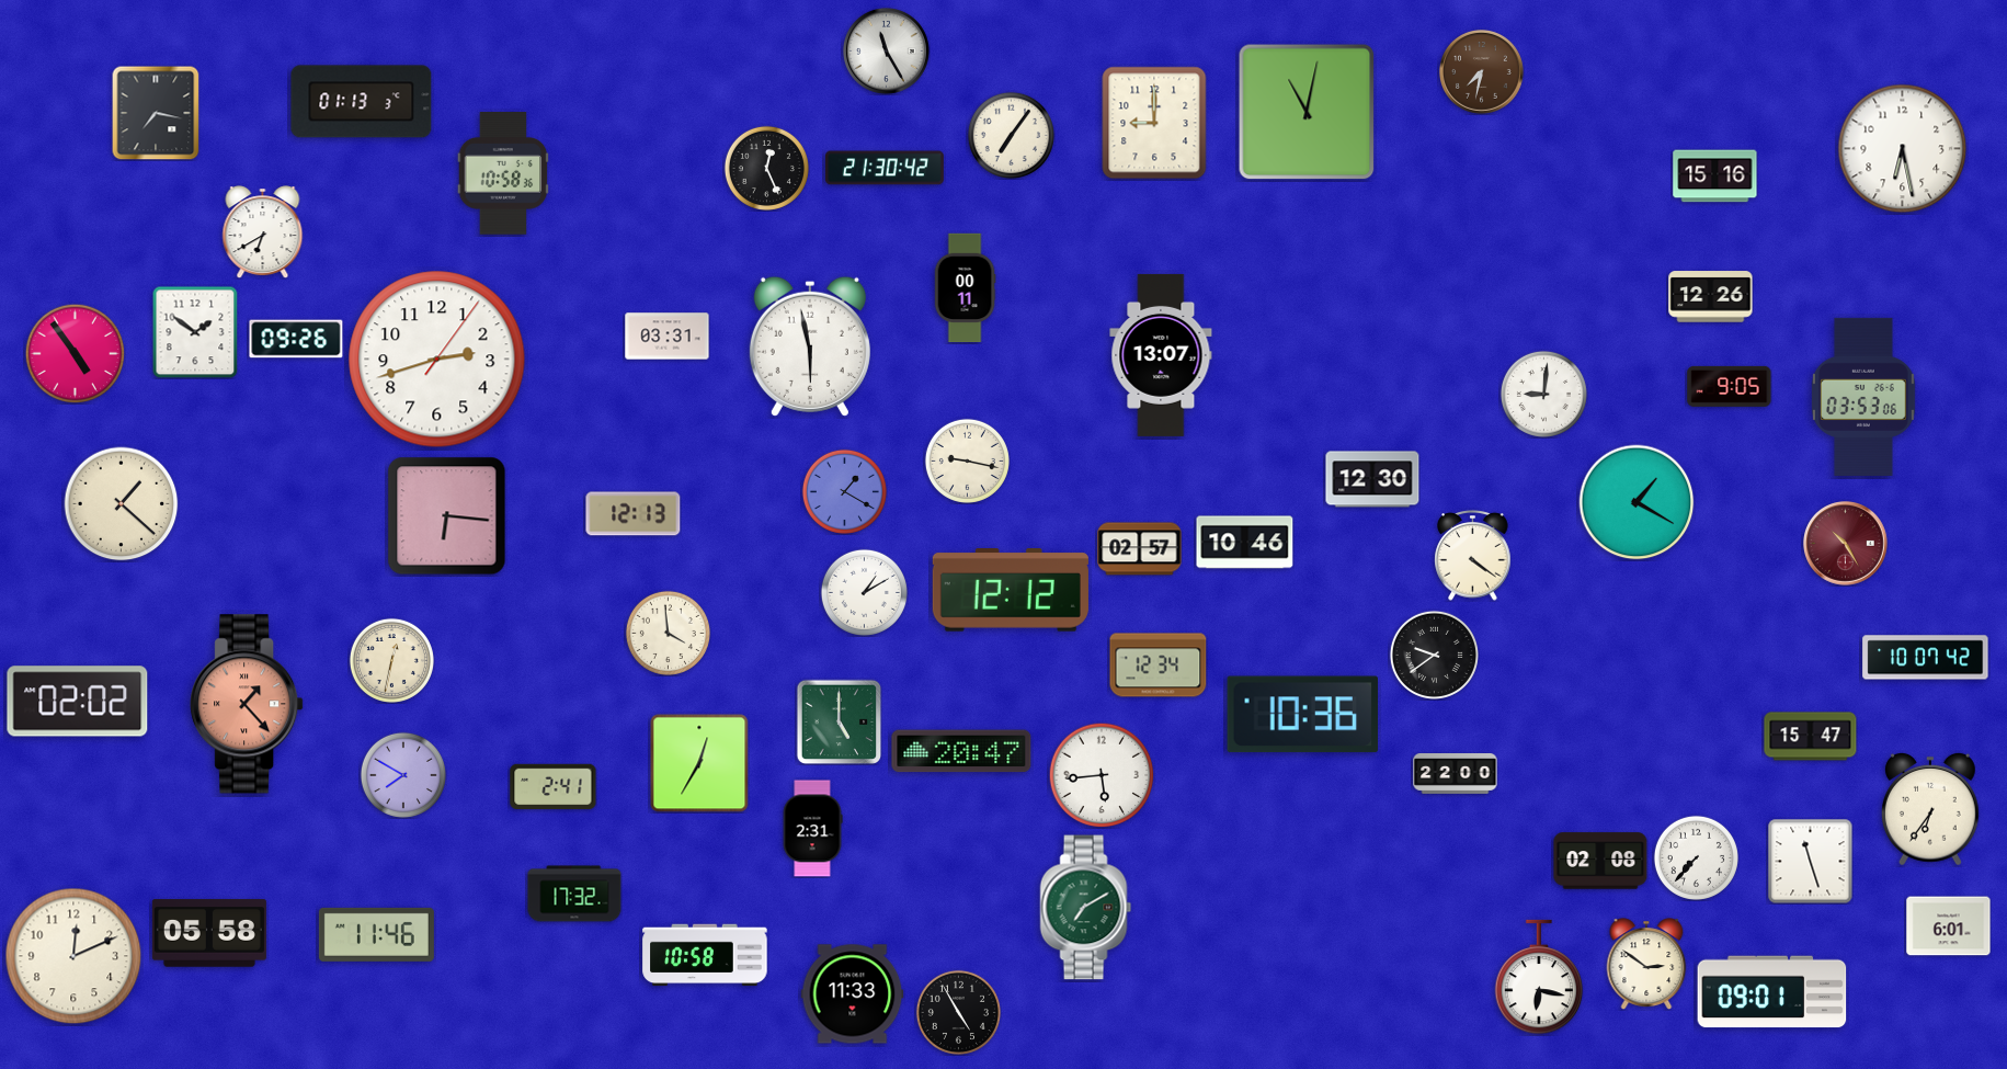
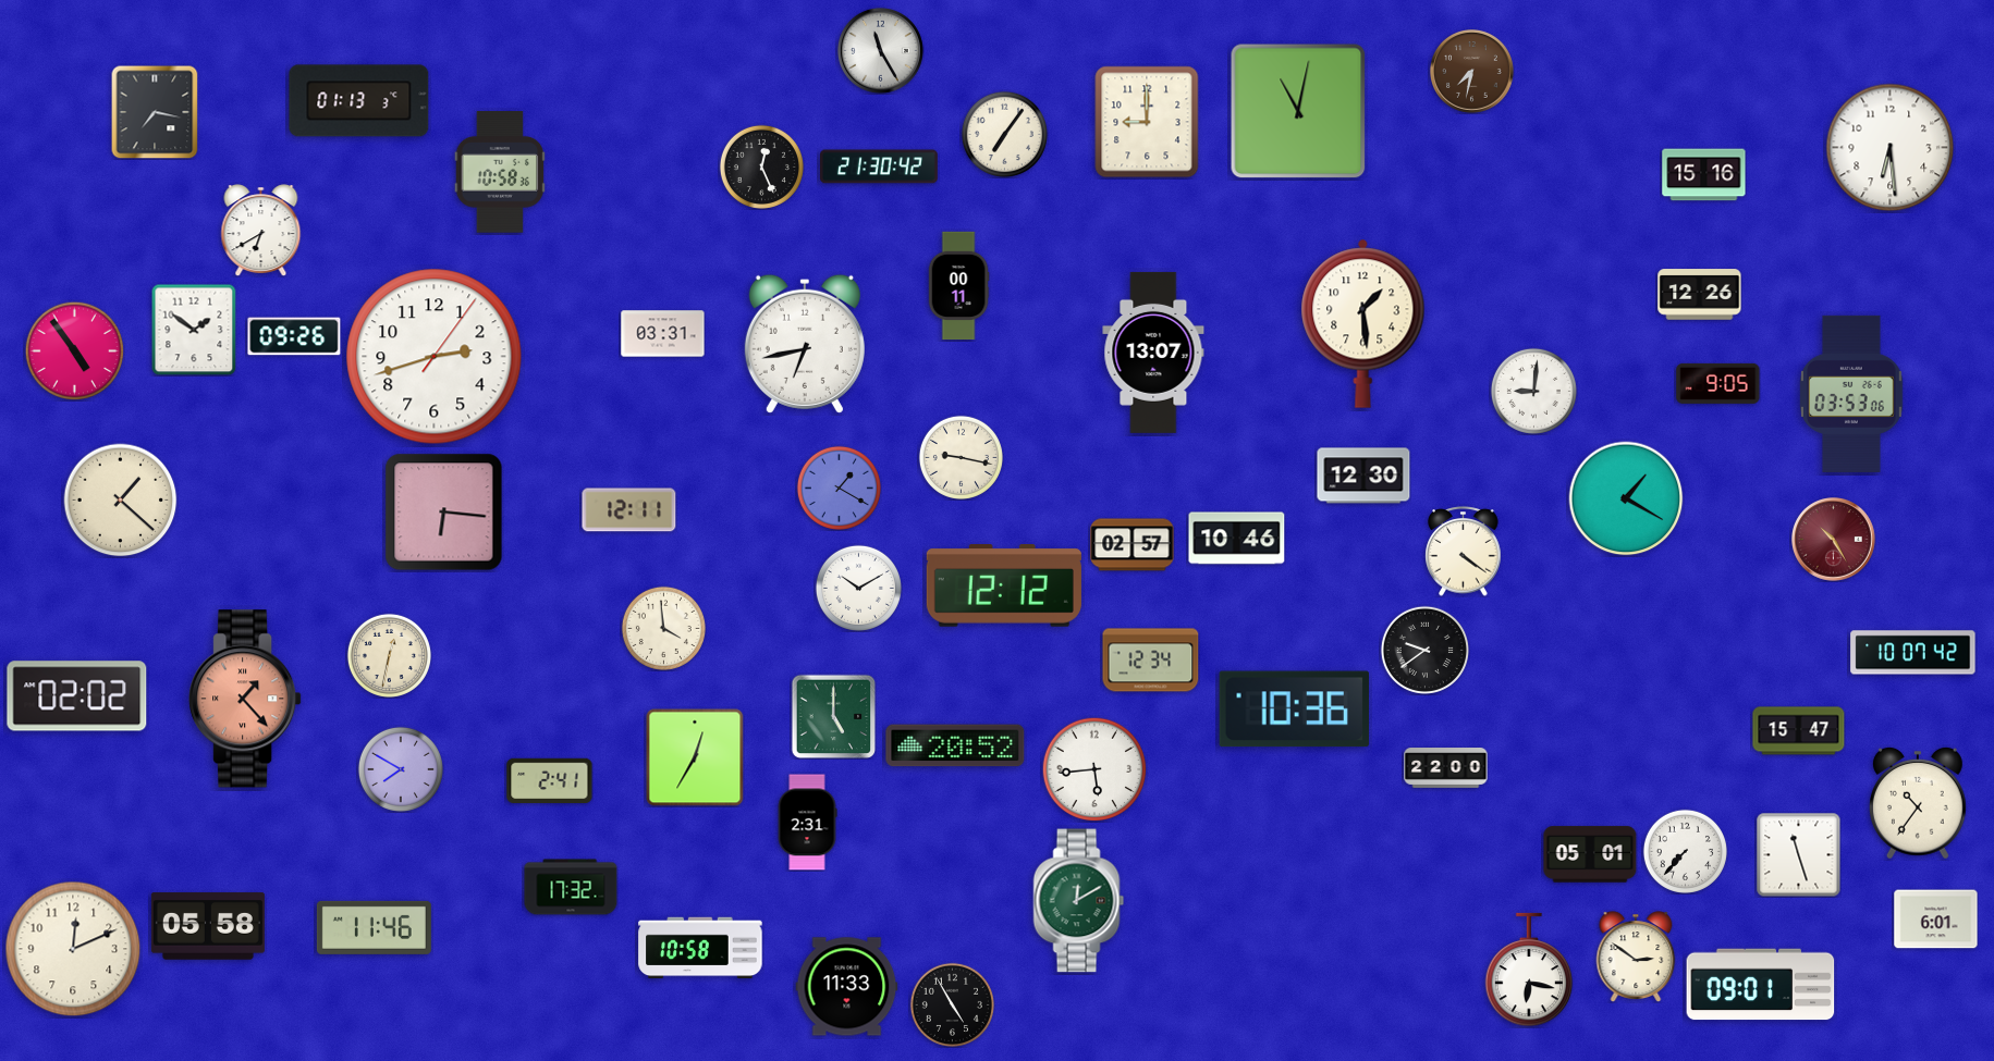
clock at (1903, 149): 6:28 -> 6:29
clock at (1363, 323): none -> 1:29
clock at (810, 346): 5:58 -> 6:43
clock at (634, 514): 12:13 -> 12:11
clock at (864, 592): 1:10 -> 10:10
clock at (961, 751): 20:47 -> 20:52
clock at (1930, 809): 6:36 -> 10:36
clock at (1600, 861): 02:08 -> 05:01
clock at (1086, 908): 7:10 -> 12:10
